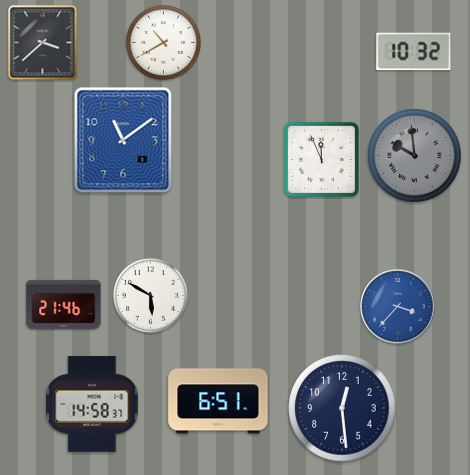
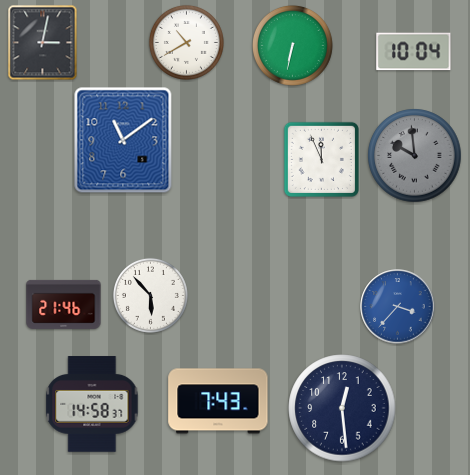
clock at (163, 42) position: (163, 42) -> (186, 42)
clock at (43, 43): 3:38 -> 3:02
clock at (292, 45): none -> 6:32
clock at (414, 52): 10:32 -> 10:04
clock at (150, 295): 5:50 -> 5:53
clock at (218, 401): 6:51 -> 7:43
